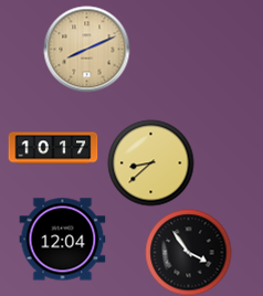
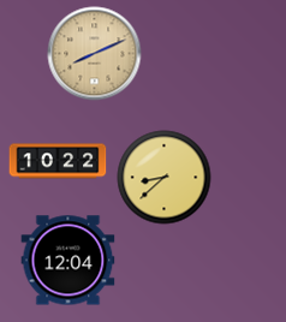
clock at (53, 148): 10:17 -> 10:22
clock at (188, 252): 3:54 -> none
